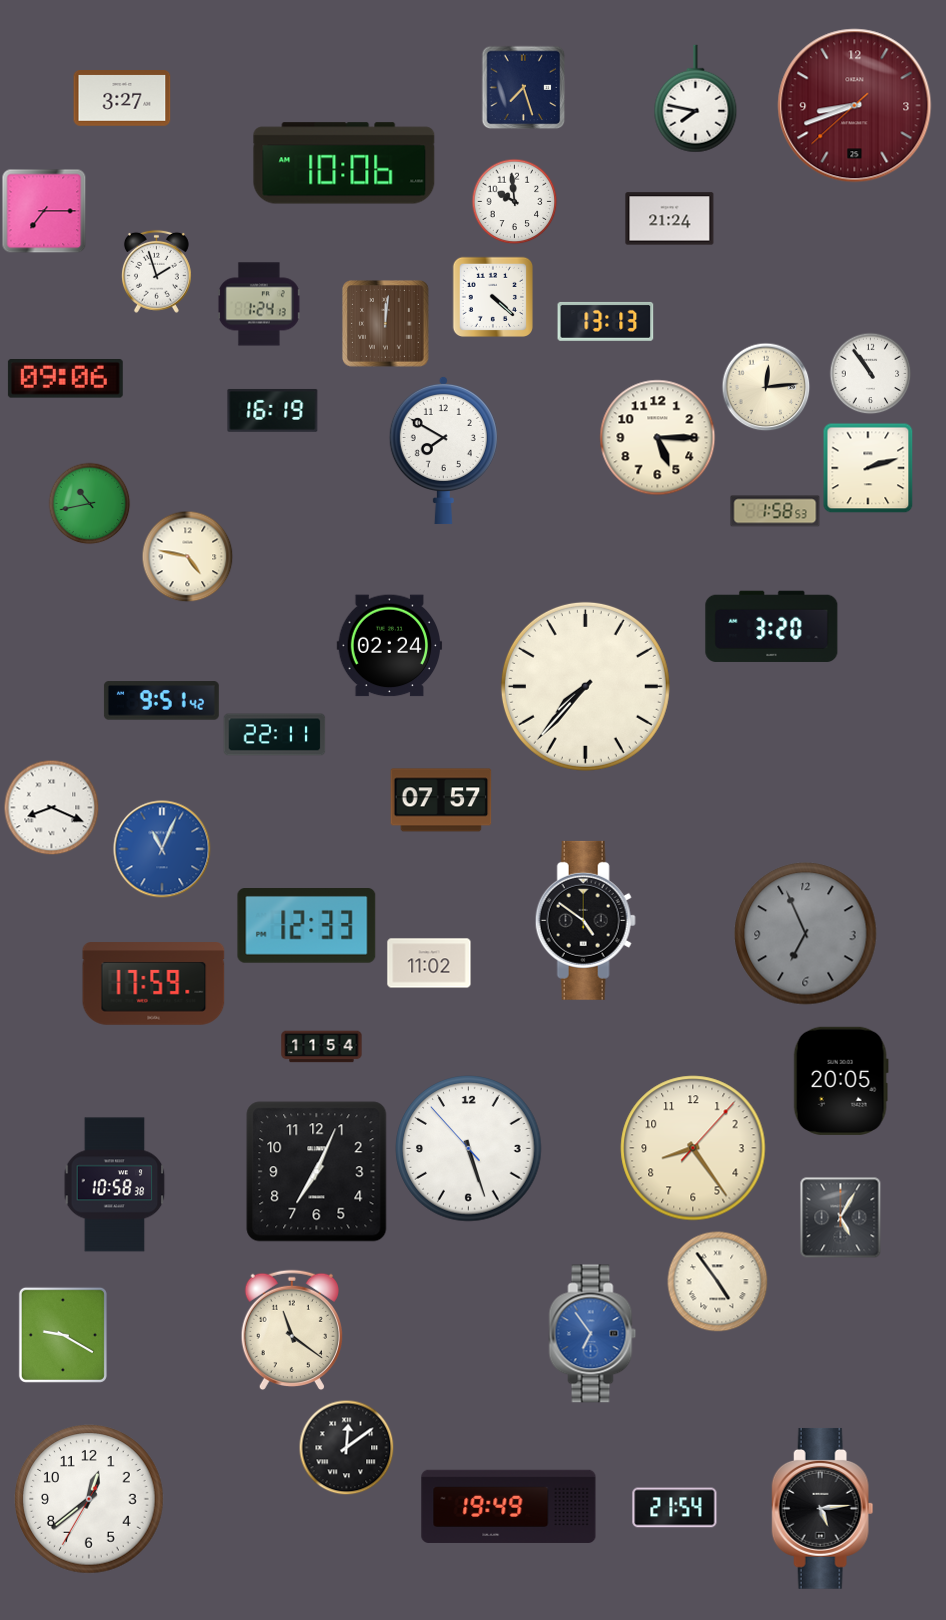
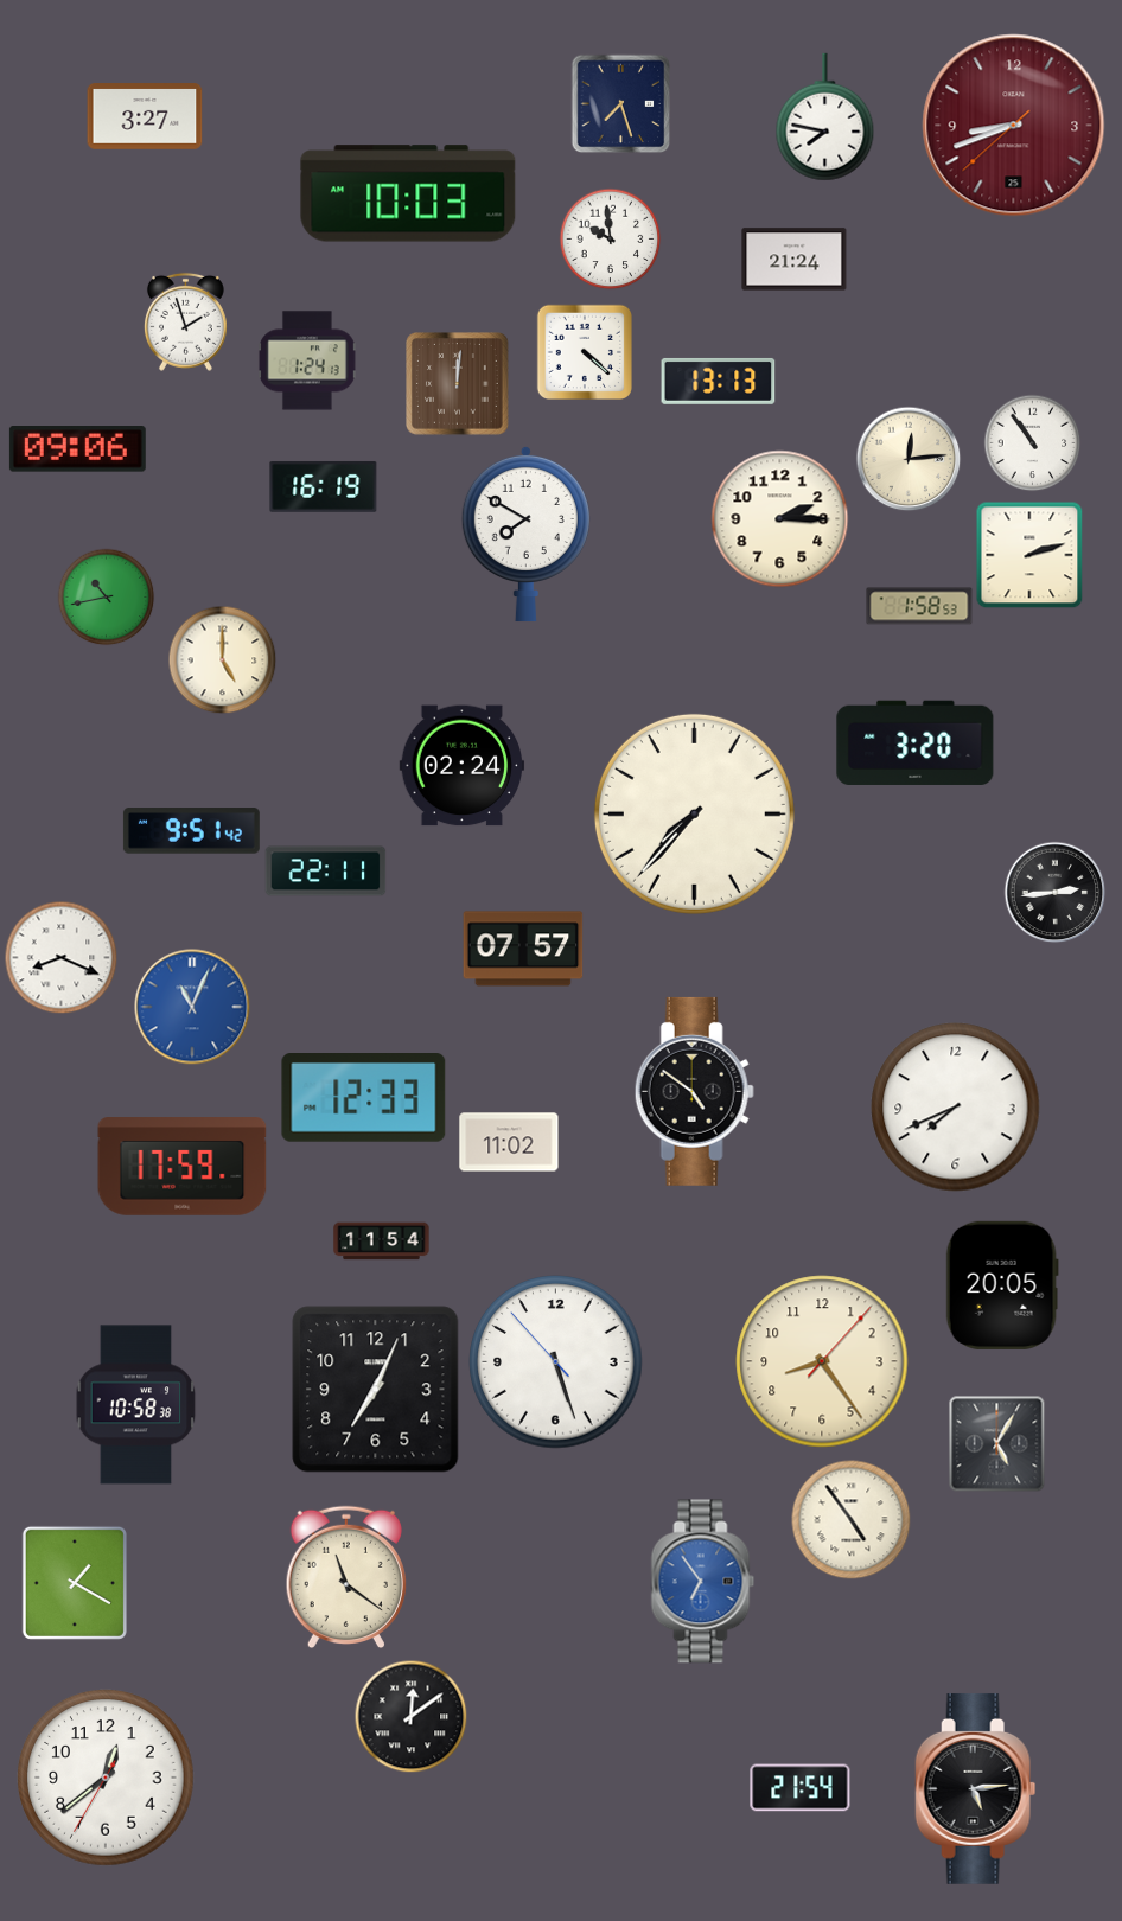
clock at (344, 163): 10:06 -> 10:03
clock at (44, 211): 7:15 -> none
clock at (658, 438): 5:15 -> 2:15
clock at (187, 556): 4:47 -> 5:00
clock at (1054, 892): none -> 2:44
clock at (806, 934): 6:56 -> 7:41
clock at (806, 934) dial: grey -> white
clock at (841, 1081) position: (841, 1081) -> (1002, 1285)
clock at (63, 1335): 9:20 -> 1:20
clock at (509, 1506): 19:49 -> none
